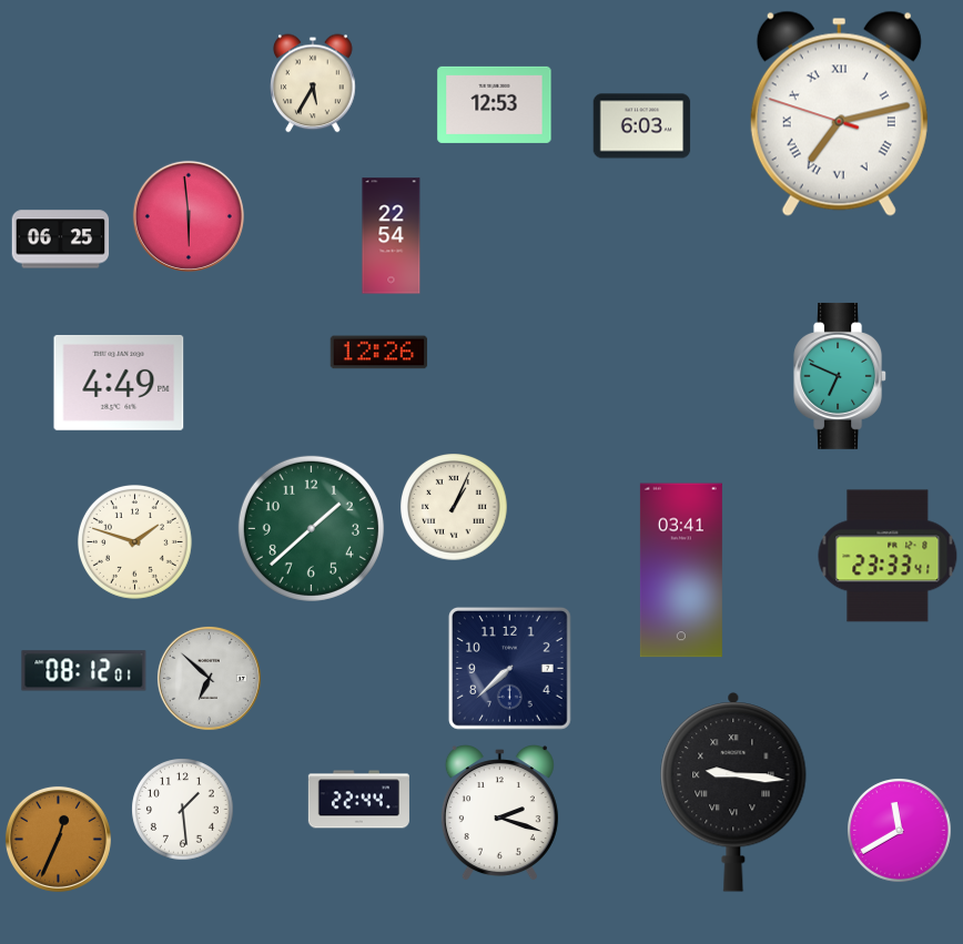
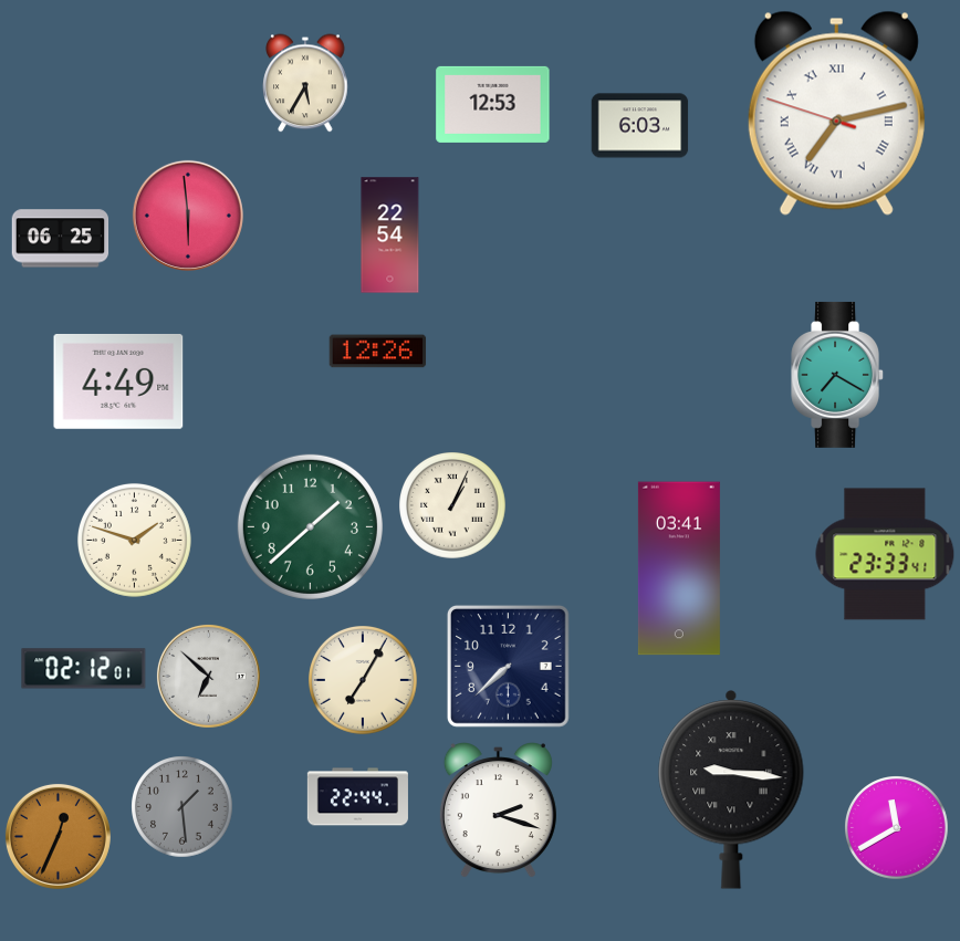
clock at (313, 83) position: (313, 83) -> (305, 83)
clock at (841, 376): 6:49 -> 7:20
clock at (84, 671): 08:12 -> 02:12
clock at (364, 681): none -> 7:05
clock at (183, 810) dial: white -> grey
